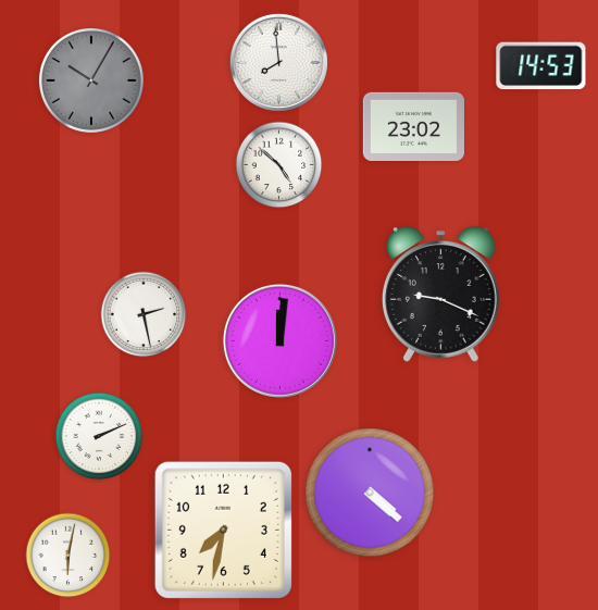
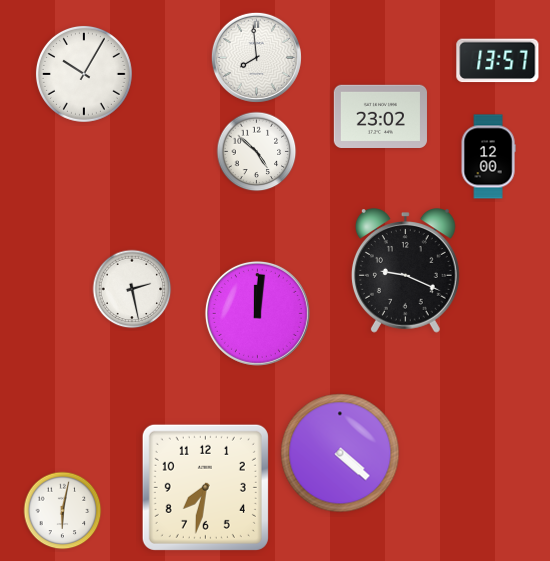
clock at (541, 66): 14:53 -> 13:57
clock at (91, 80) dial: grey -> white
clock at (488, 157): none -> 12:00
clock at (99, 436): 2:11 -> none
